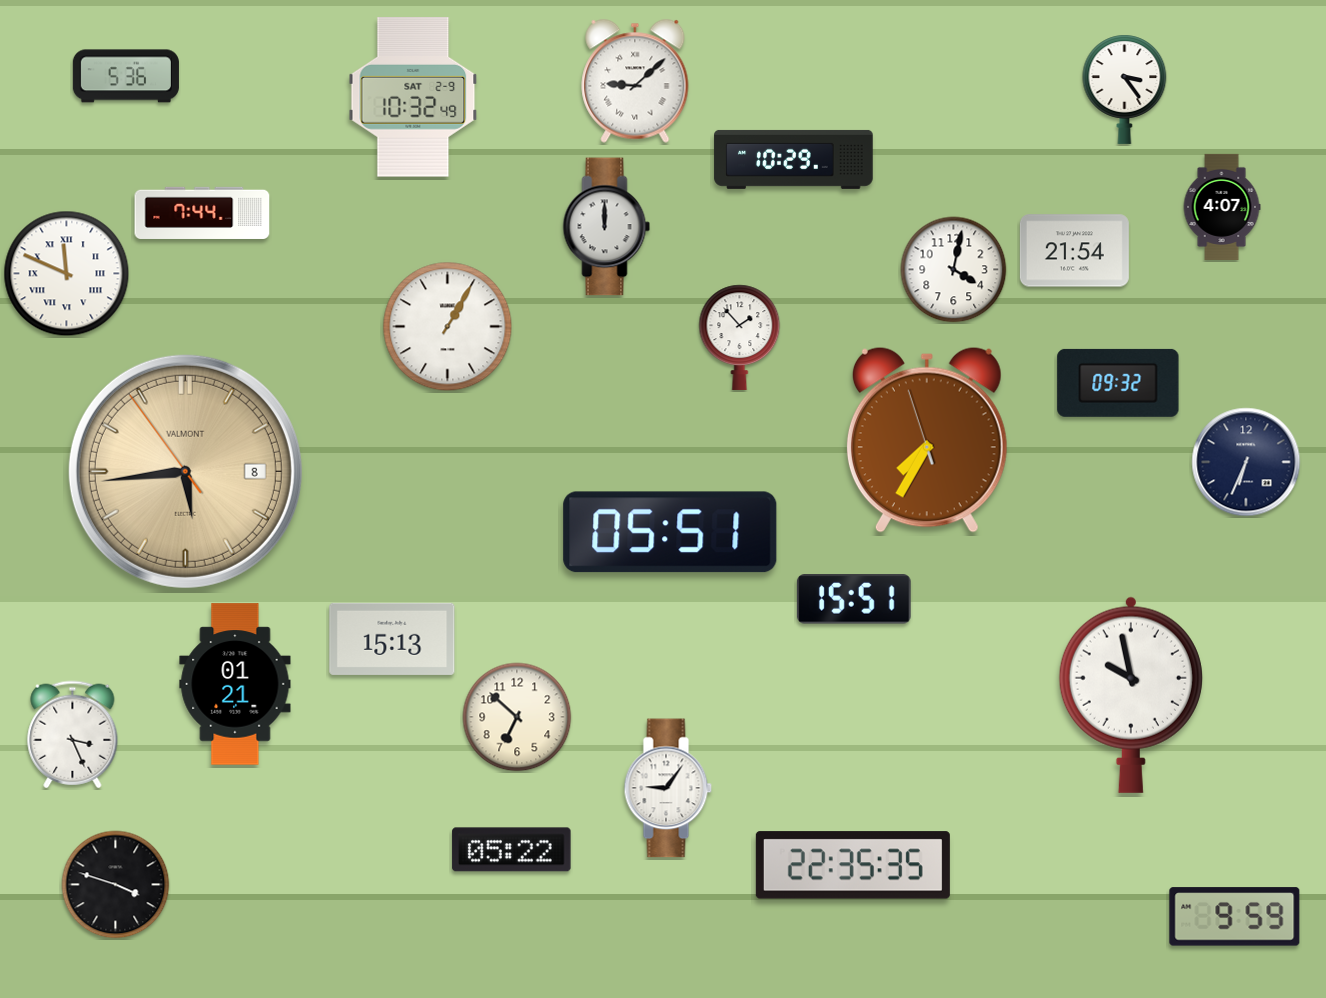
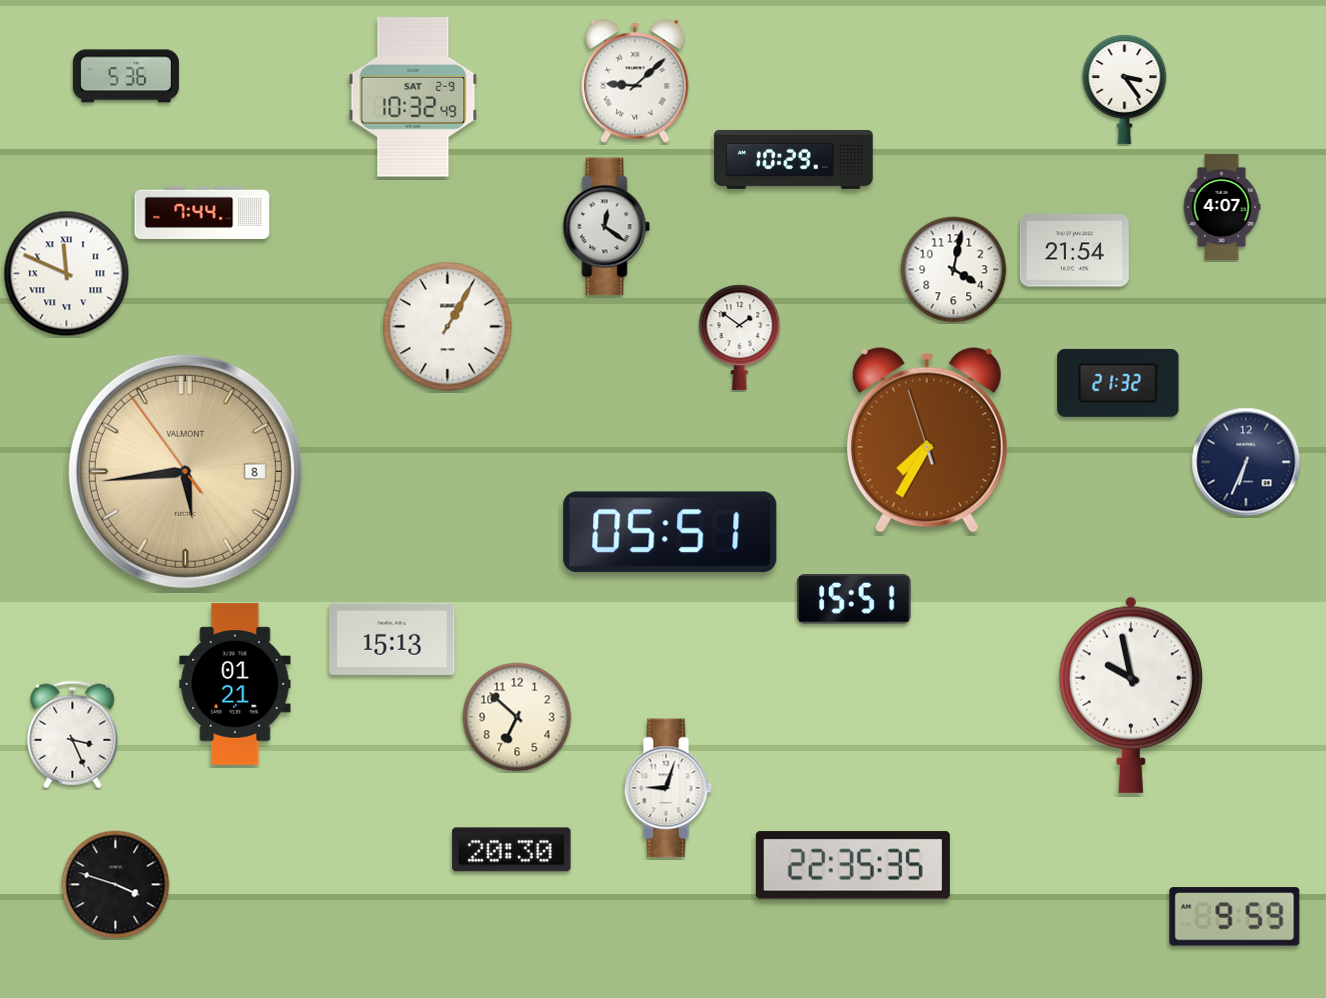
clock at (607, 227): 12:00 -> 12:21
clock at (740, 337): 1:53 -> 1:51
clock at (1118, 383): 09:32 -> 21:32
clock at (668, 788): 9:06 -> 9:03
clock at (512, 850): 05:22 -> 20:30
